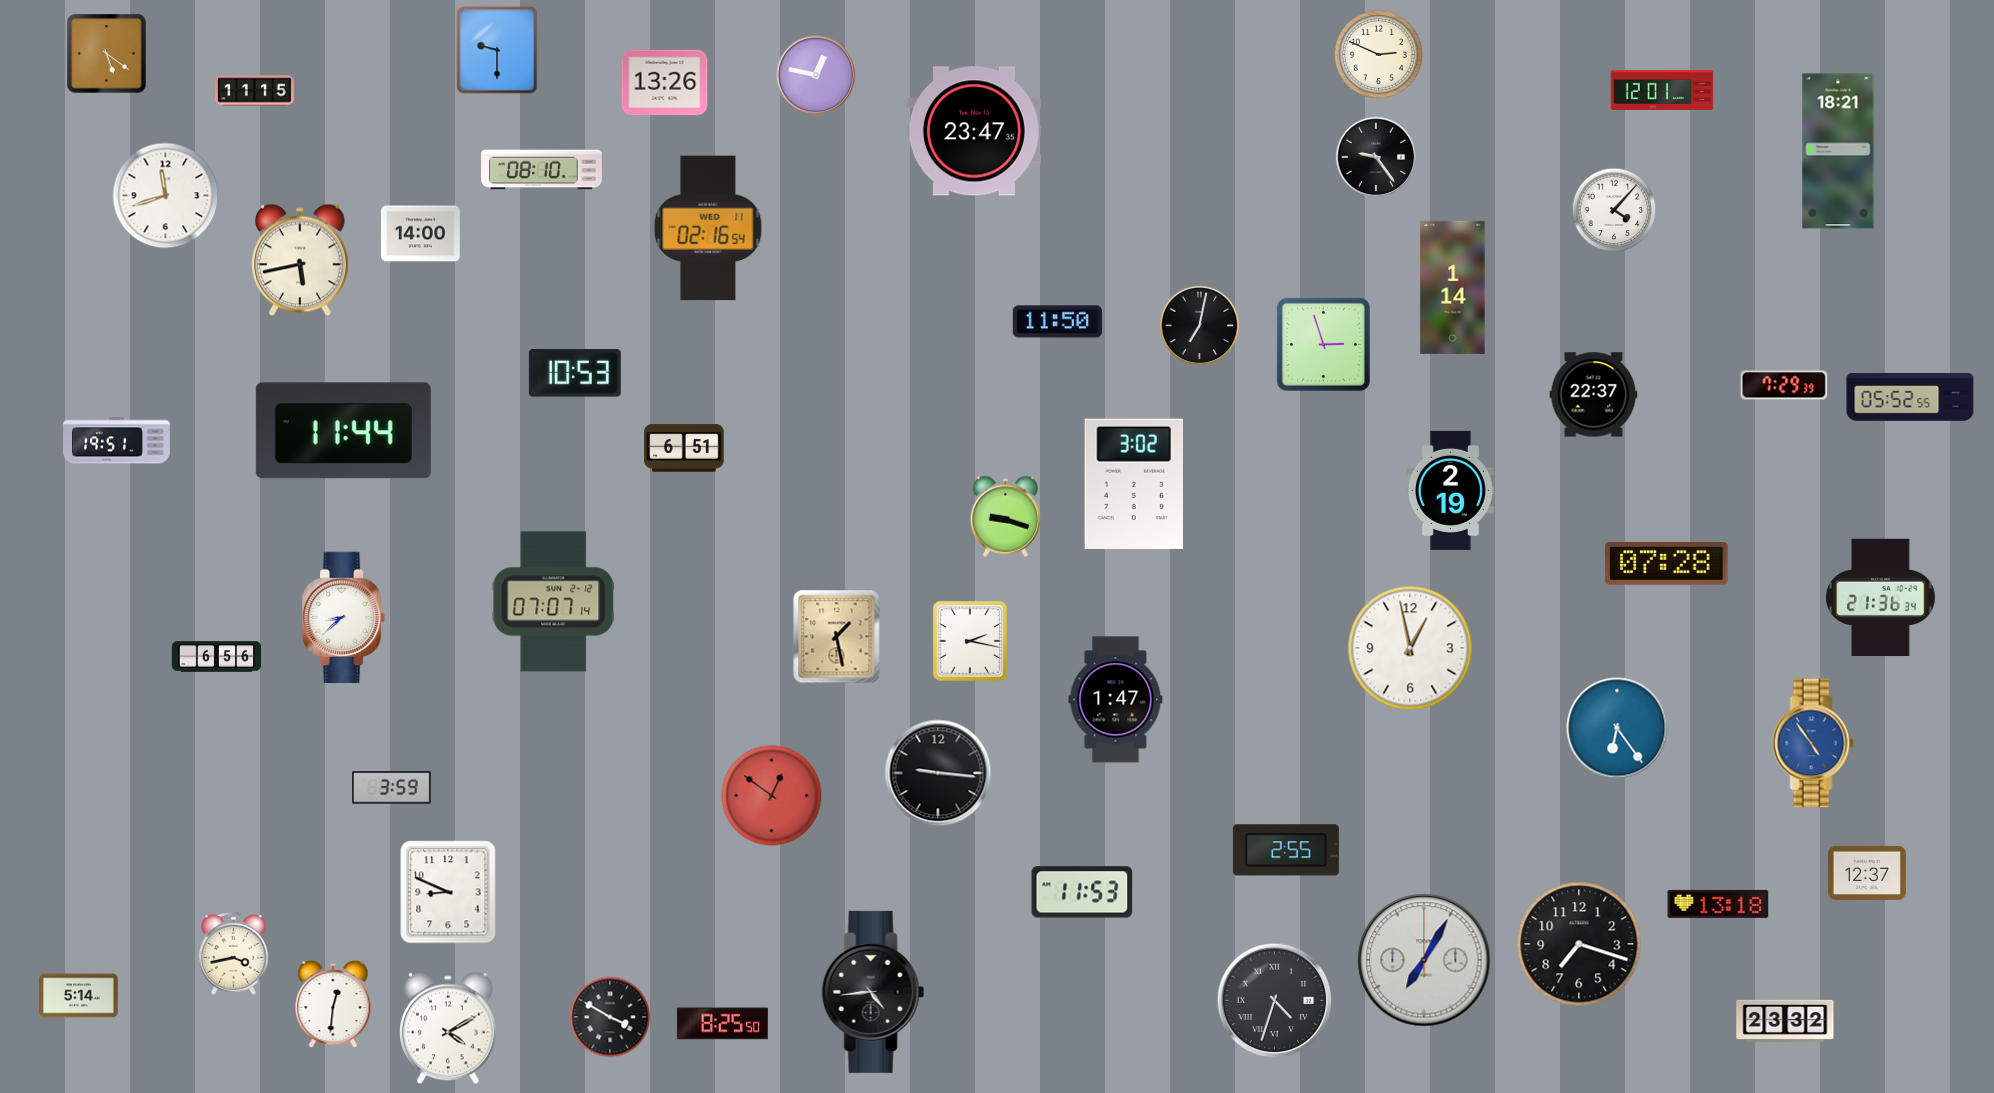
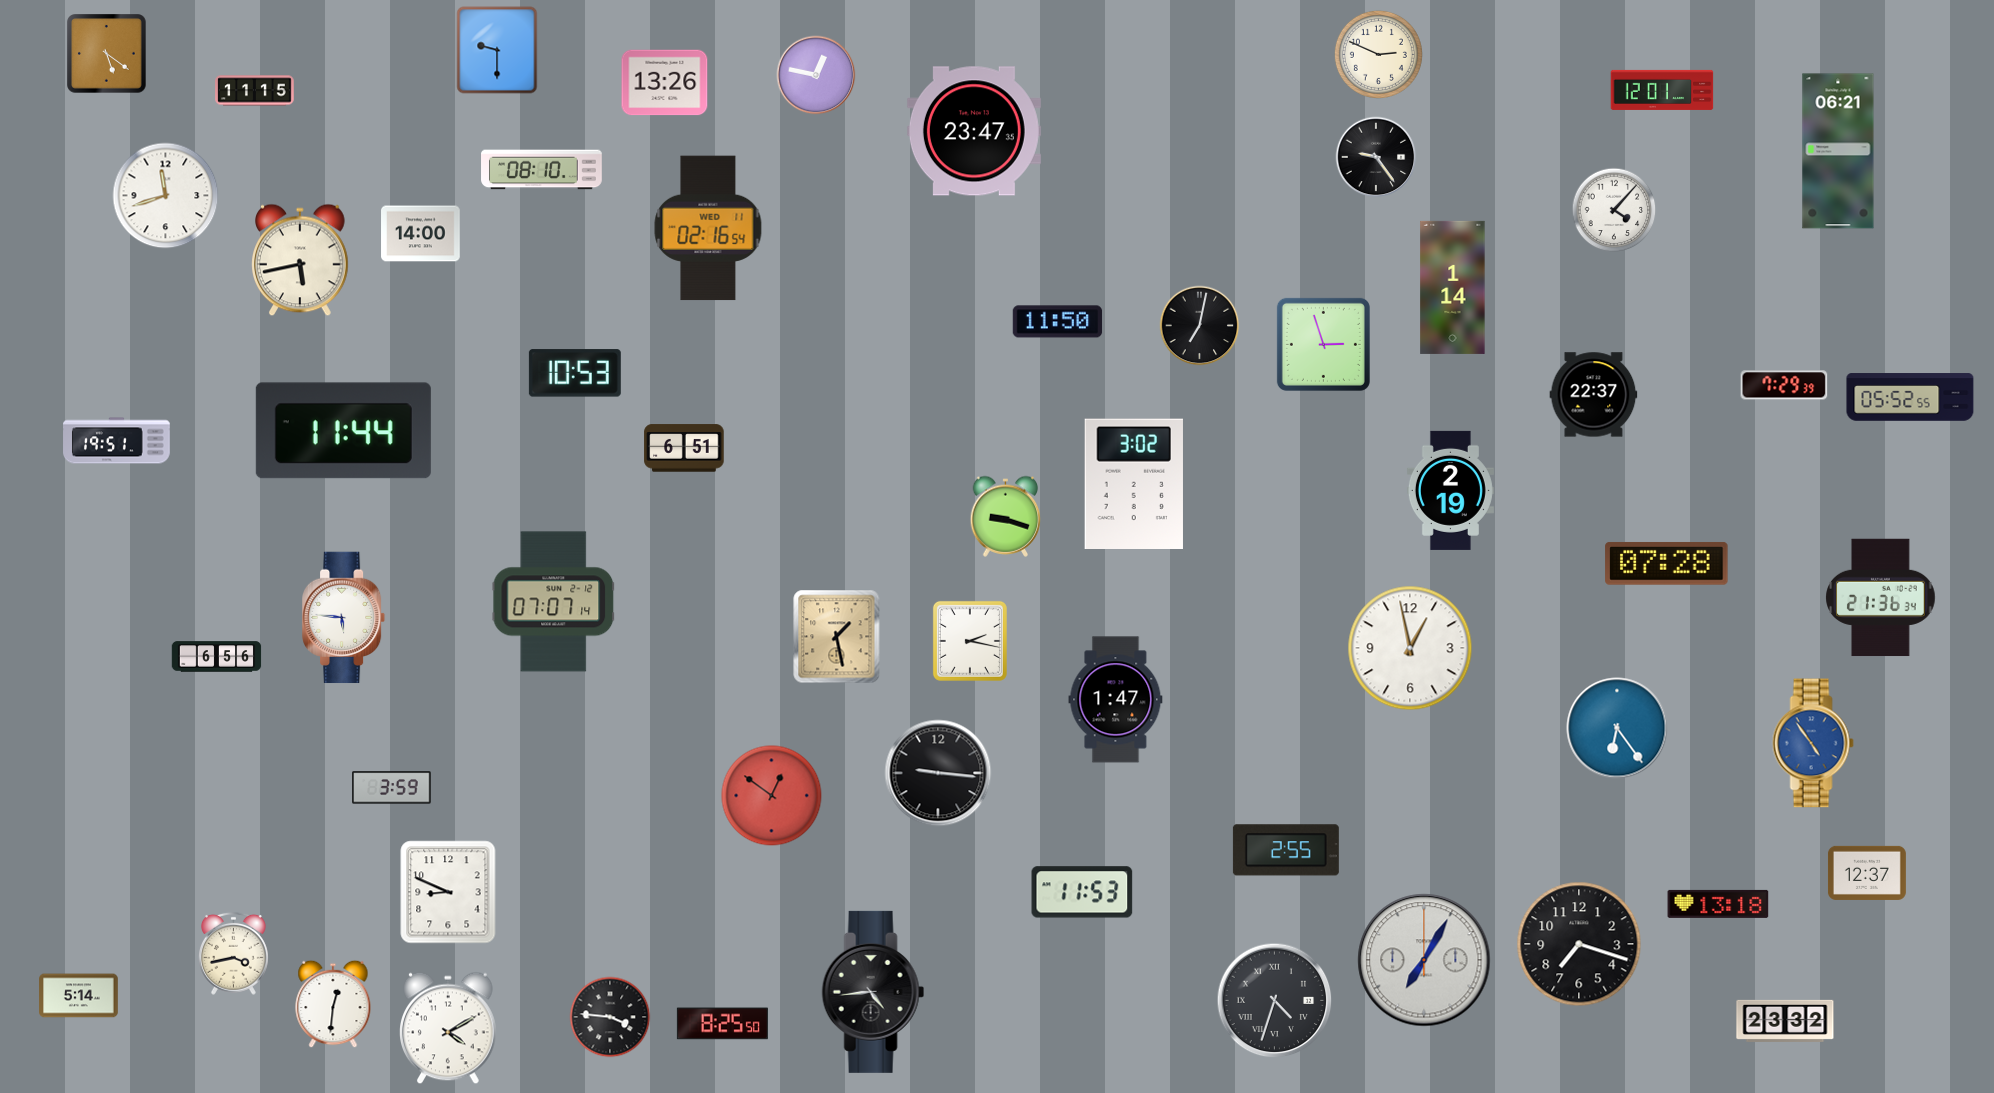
clock at (1838, 151): 18:21 -> 06:21
clock at (345, 618): 8:38 -> 5:46
clock at (610, 1017): 3:50 -> 3:46
